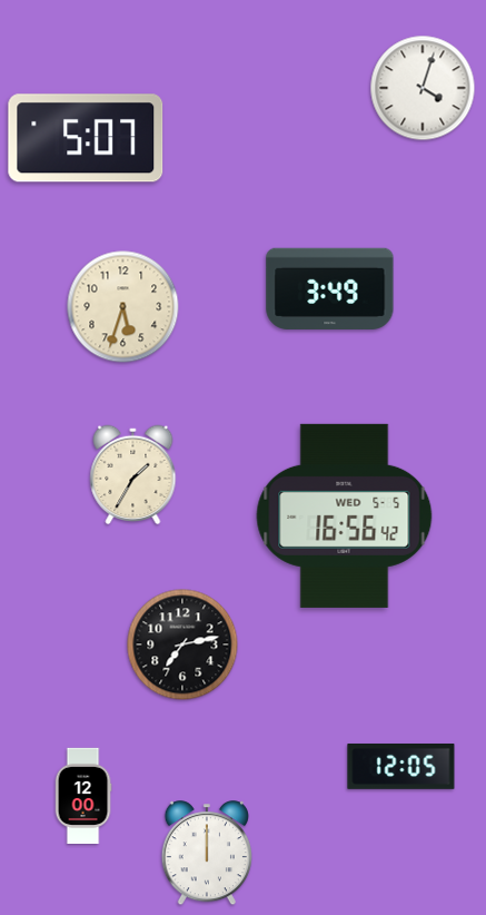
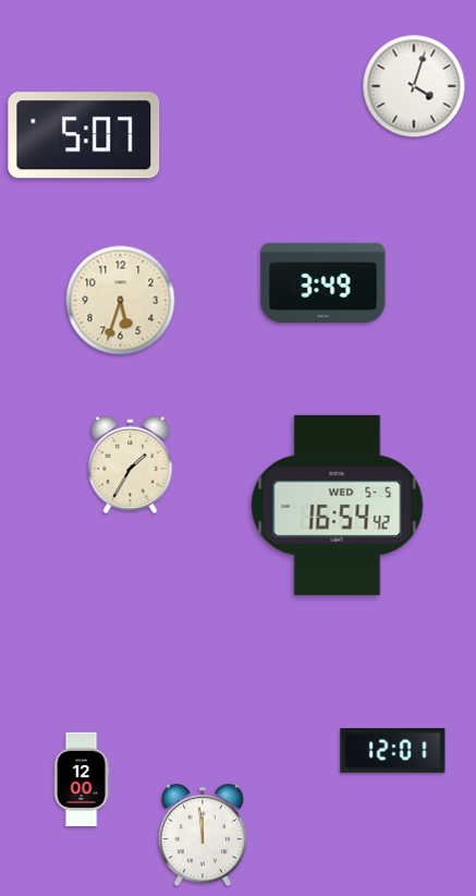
clock at (345, 515): 16:56 -> 16:54
clock at (182, 645): 7:13 -> none
clock at (401, 766): 12:05 -> 12:01
clock at (206, 854): 12:00 -> 11:59
